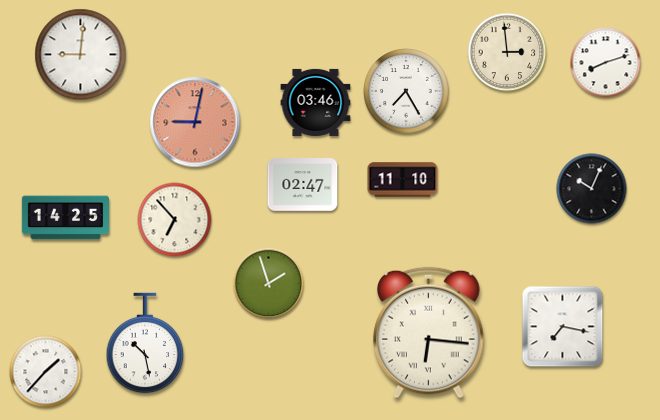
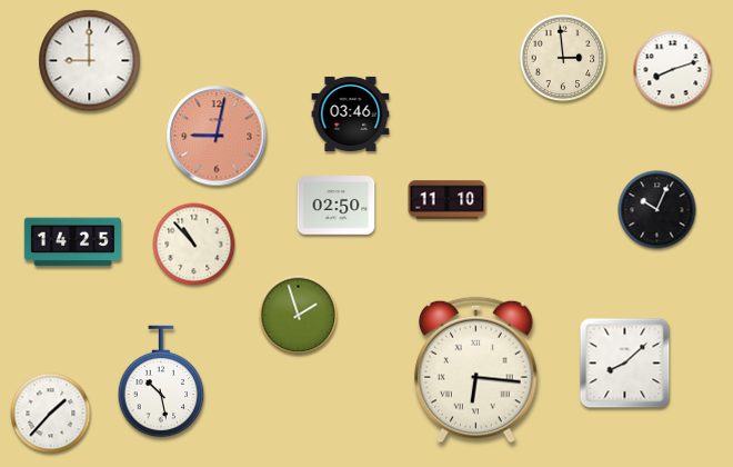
clock at (81, 55): 9:01 -> 9:00
clock at (407, 92): 7:25 -> none
clock at (303, 185): 02:47 -> 02:50
clock at (175, 220): 6:53 -> 10:53
clock at (563, 327): 7:17 -> 8:08
